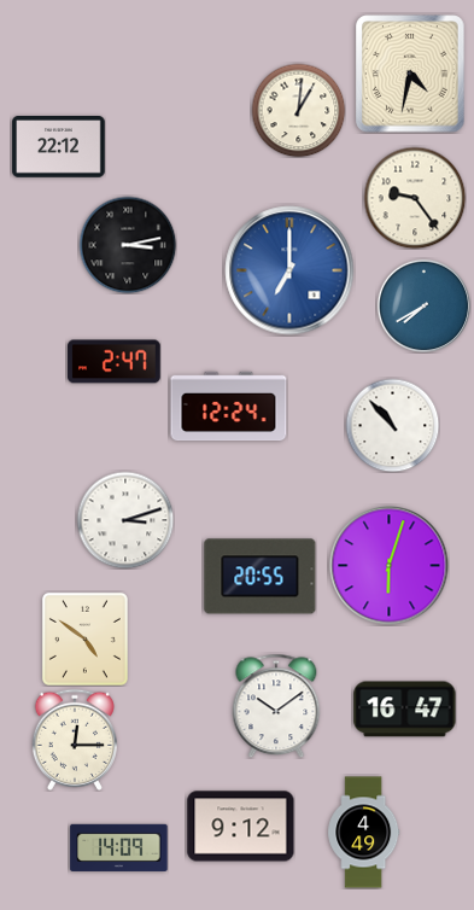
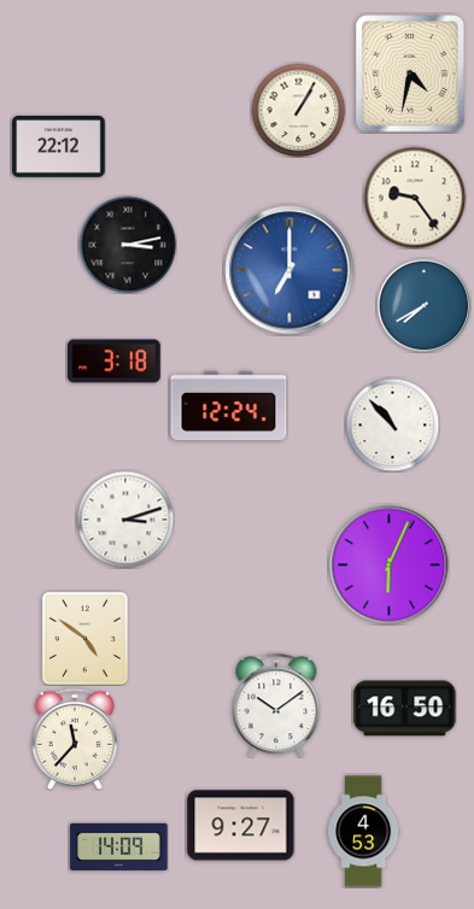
clock at (298, 110): 1:01 -> 1:05
clock at (115, 362): 2:47 -> 3:18
clock at (390, 566): 6:03 -> 6:04
clock at (261, 577): 20:55 -> none
clock at (405, 710): 16:47 -> 16:50
clock at (74, 740): 12:15 -> 11:37
clock at (241, 827): 9:12 -> 9:27
clock at (364, 833): 4:49 -> 4:53
